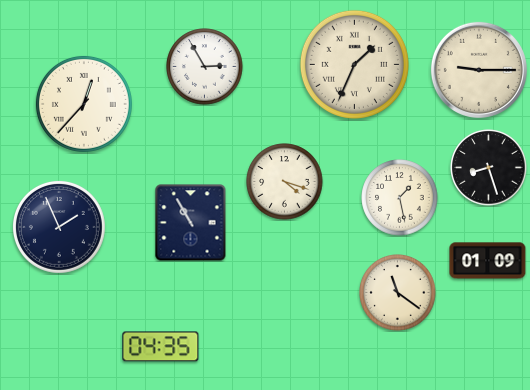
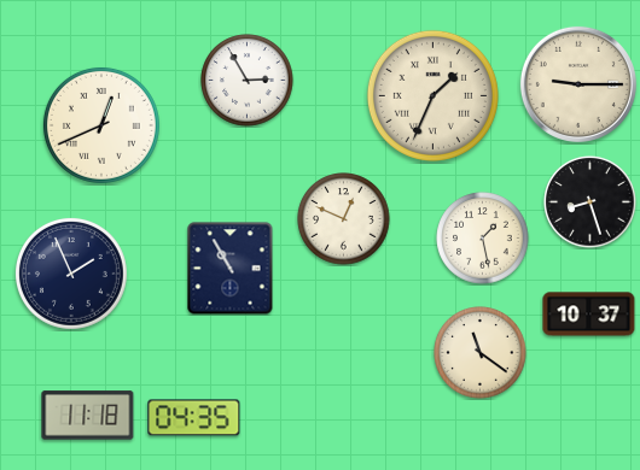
clock at (354, 64) position: (354, 64) -> (432, 95)
clock at (84, 104): 12:37 -> 12:41
clock at (285, 182): 4:18 -> 12:49
clock at (488, 261): 01:09 -> 10:37
clock at (88, 416): none -> 11:18
